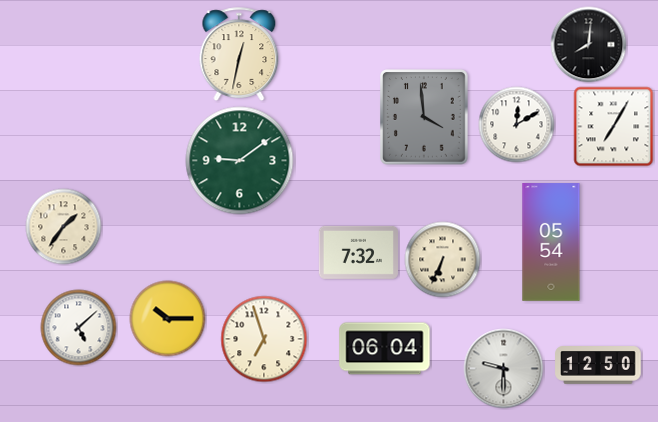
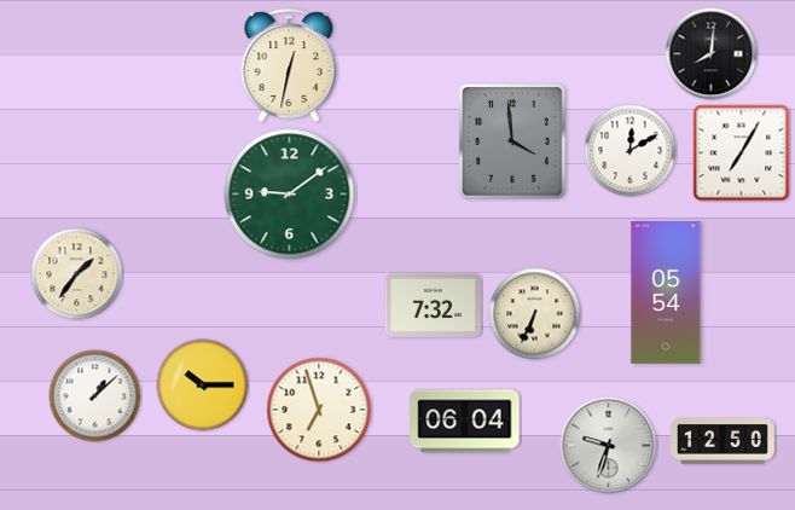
clock at (517, 125) position: (517, 125) -> (631, 151)
clock at (79, 328): 5:08 -> 1:08
clock at (504, 369): 9:30 -> 9:33
